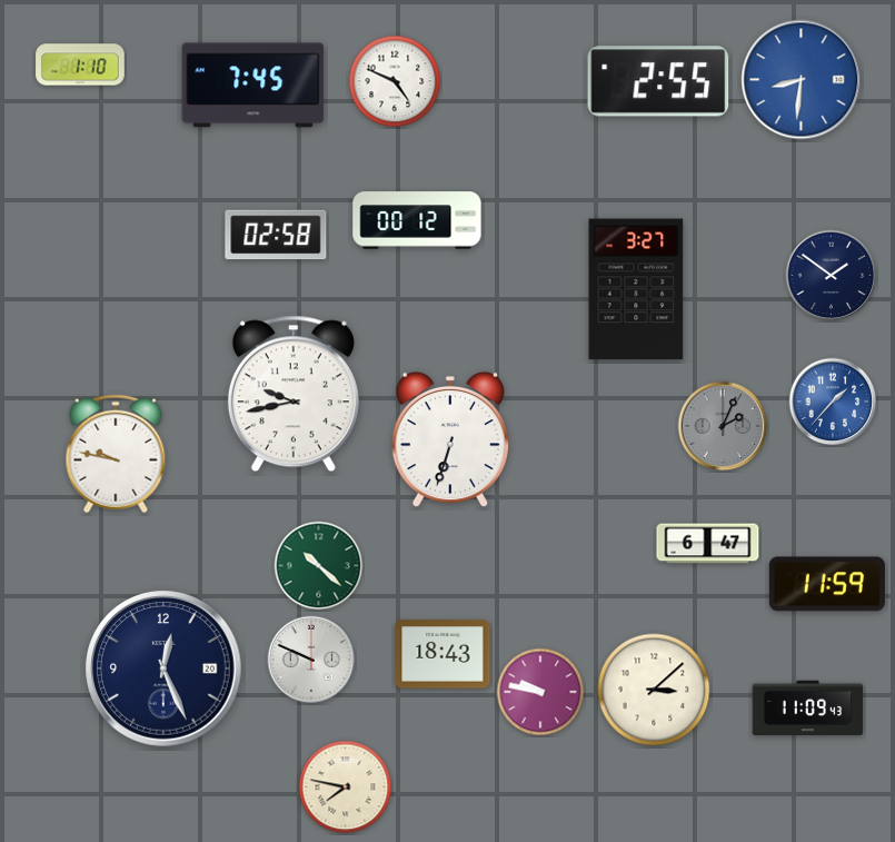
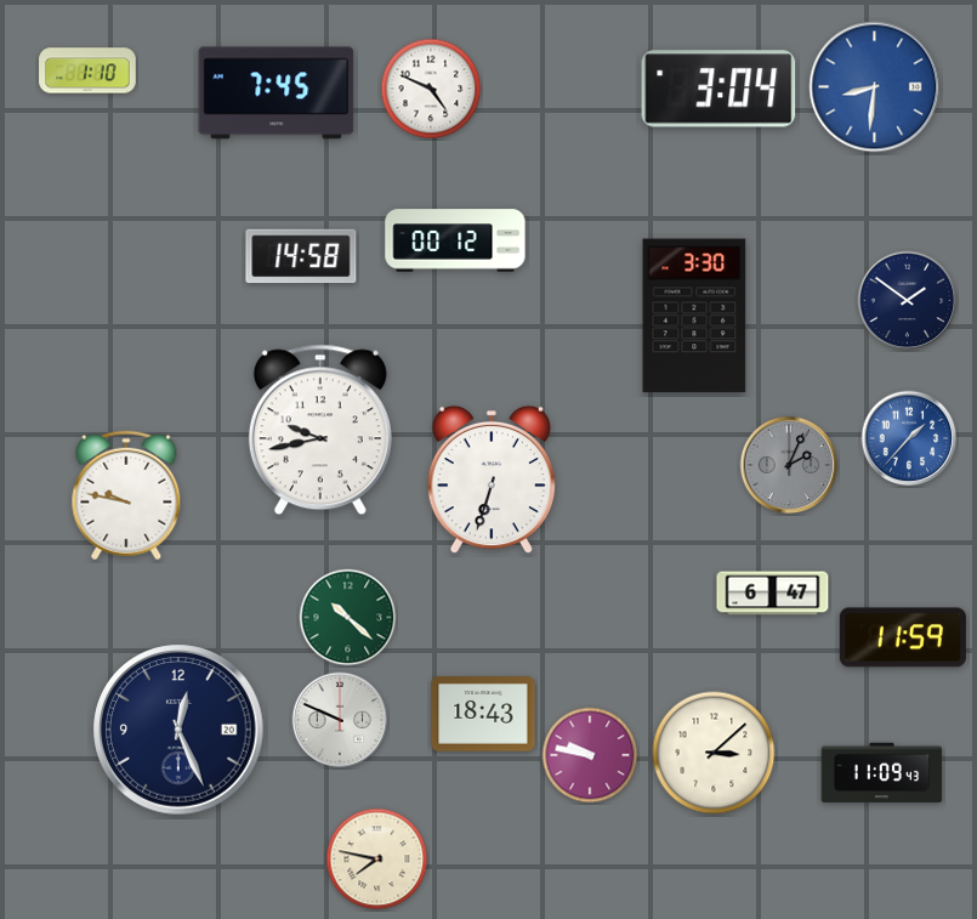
clock at (658, 81): 2:55 -> 3:04
clock at (276, 235): 02:58 -> 14:58
clock at (636, 289): 3:27 -> 3:30
